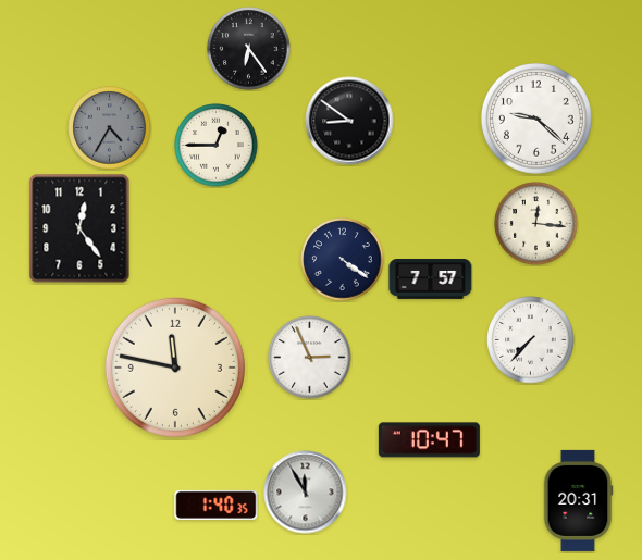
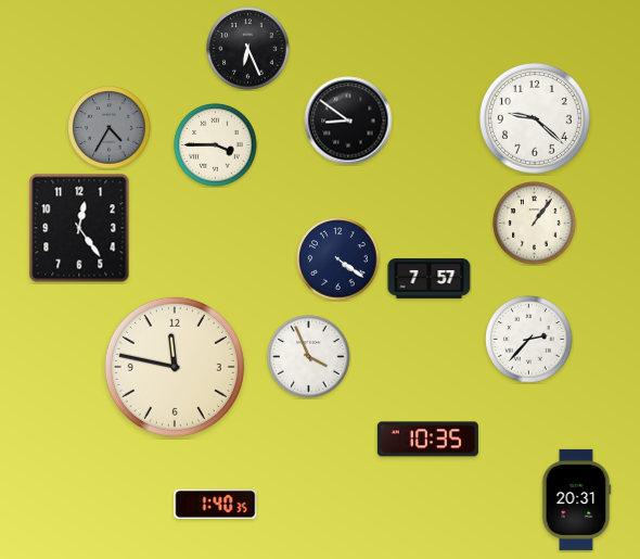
clock at (249, 49): 6:24 -> 6:26
clock at (217, 146): 12:45 -> 3:45
clock at (536, 224): 12:16 -> 1:06
clock at (343, 260) position: (343, 260) -> (338, 259)
clock at (531, 340): 7:37 -> 2:37
clock at (310, 358): 2:56 -> 3:56
clock at (429, 440): 10:47 -> 10:35
clock at (306, 493): 11:55 -> none
